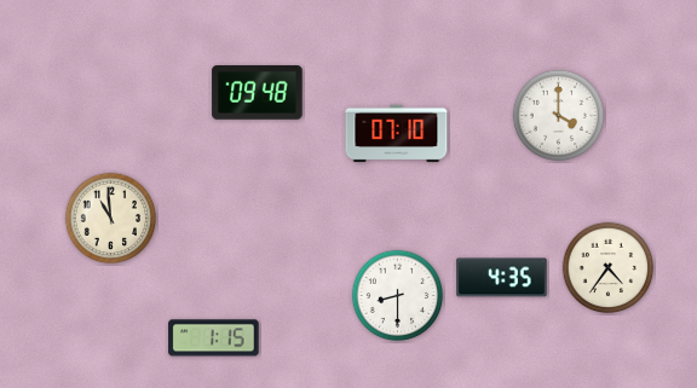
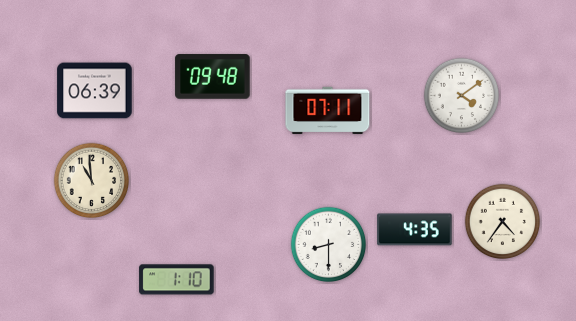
clock at (95, 91): none -> 06:39
clock at (559, 116): 4:00 -> 4:09
clock at (397, 134): 07:10 -> 07:11
clock at (214, 338): 1:15 -> 1:10
